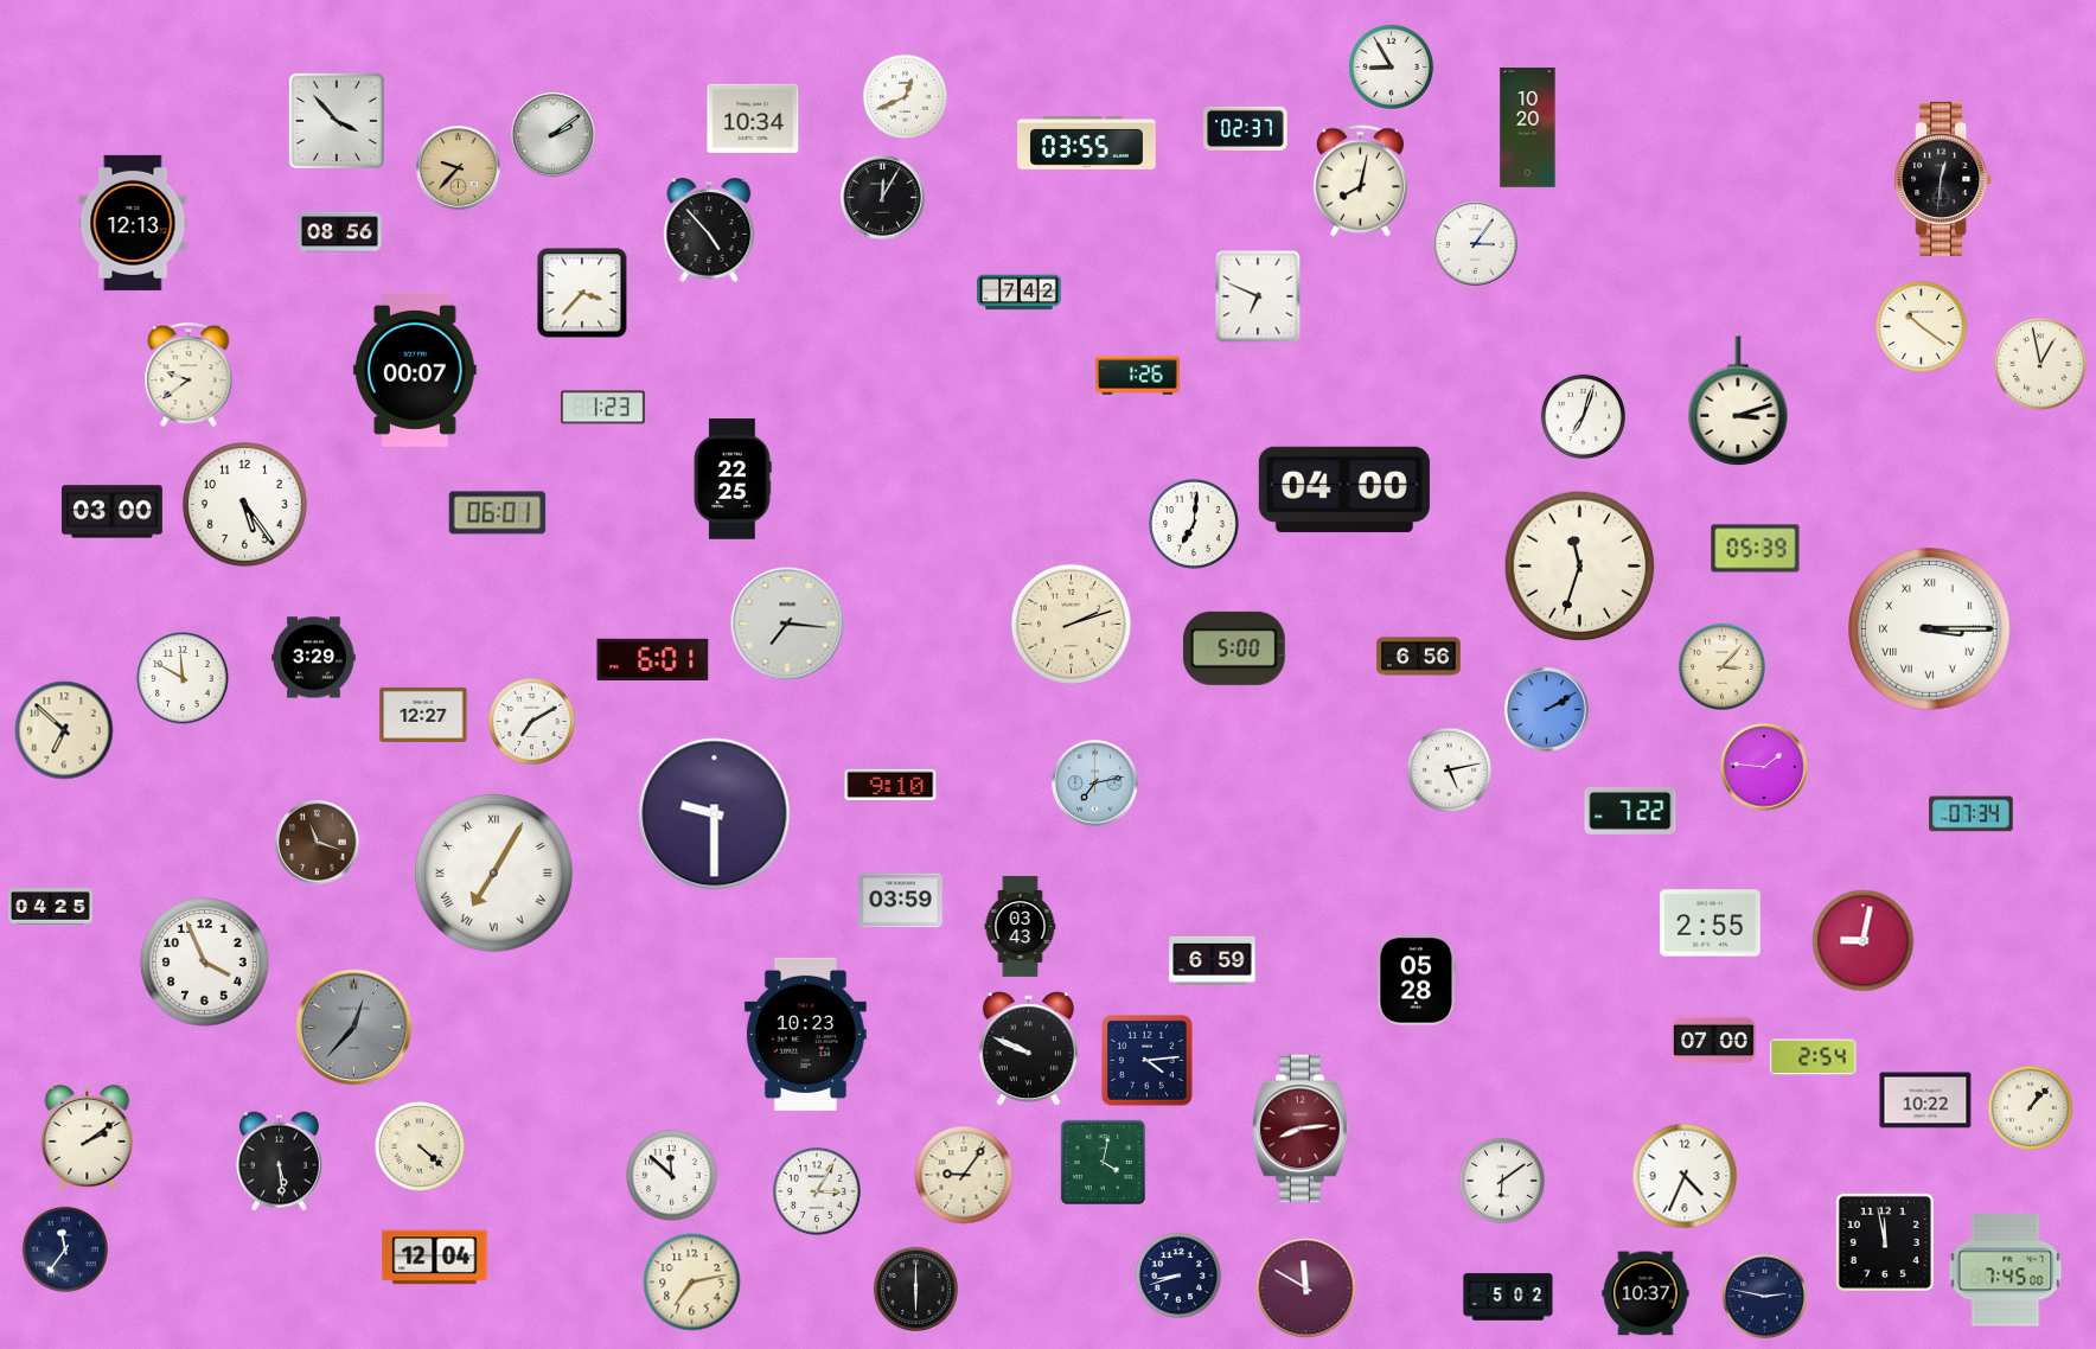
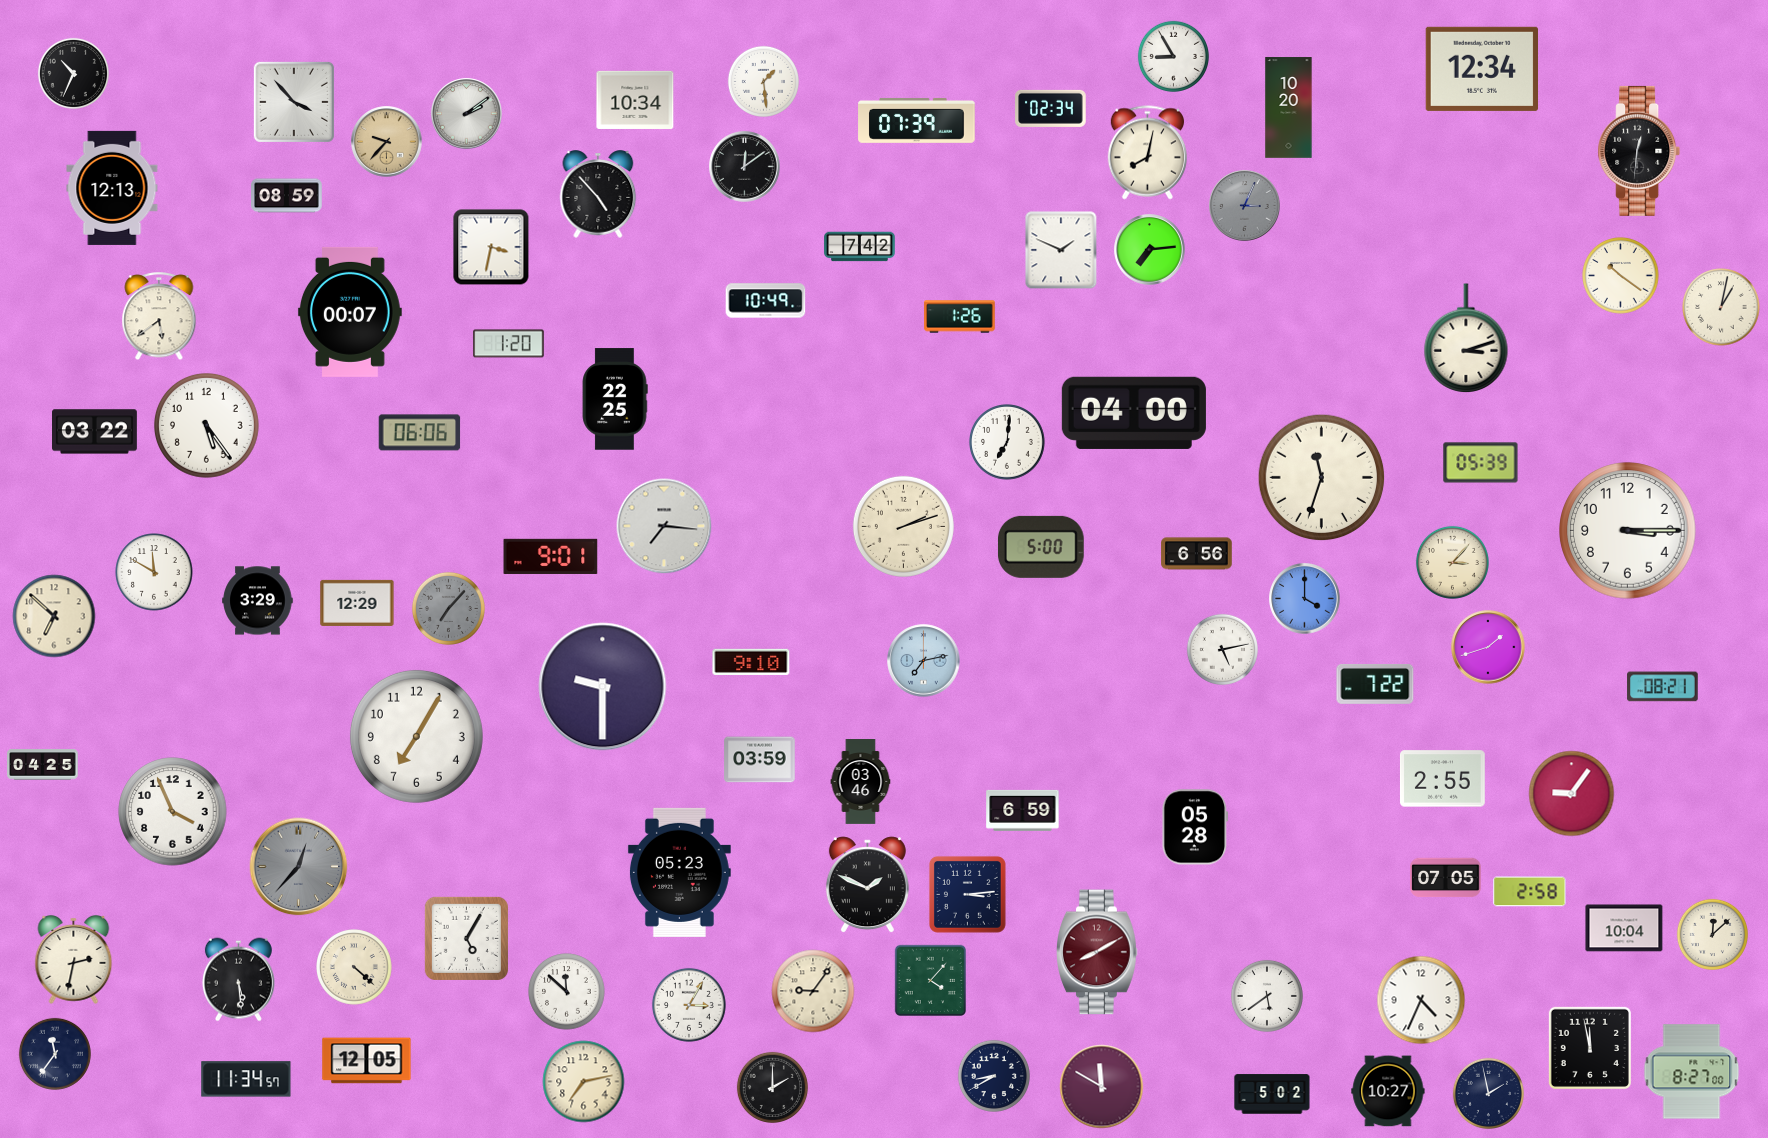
clock at (1481, 69): none -> 12:34
clock at (73, 73): none -> 10:34
clock at (905, 96): 12:41 -> 1:29
clock at (337, 121) position: (337, 121) -> (294, 102)
clock at (1246, 128): 02:37 -> 02:34
clock at (1087, 142): 03:55 -> 07:39
clock at (883, 198): 12:05 -> 12:09
clock at (340, 232): 08:56 -> 08:59
clock at (1476, 244): 3:06 -> 3:04
clock at (1476, 244) dial: white -> grey
clock at (582, 293): 3:37 -> 3:32
clock at (1258, 296): 6:49 -> 1:49
clock at (1150, 250): none -> 7:14
clock at (766, 301): none -> 10:49
clock at (2040, 364): 12:58 -> 1:02
clock at (188, 376): 9:39 -> 5:39
clock at (603, 408): 1:23 -> 1:20
clock at (1583, 416): 7:03 -> none
clock at (733, 479) position: (733, 479) -> (615, 399)
clock at (113, 512): 03:00 -> 03:22
clock at (498, 513): 06:01 -> 06:06
clock at (1580, 567) position: (1580, 567) -> (1322, 478)
clock at (1930, 629) numerals: Roman -> Arabic
clock at (314, 658) position: (314, 658) -> (258, 601)
clock at (653, 659): 6:01 -> 9:01
clock at (1547, 710): 2:10 -> 4:00
clock at (423, 715): 12:27 -> 12:29
clock at (531, 721): 7:10 -> 7:07
clock at (531, 721) dial: white -> grey
clock at (1764, 767): 1:46 -> 1:42
clock at (1972, 814): 07:34 -> 08:21
clock at (318, 843): 11:18 -> none
clock at (493, 872) numerals: Roman -> Arabic
clock at (1021, 927): 03:43 -> 03:46
clock at (1864, 941): 9:02 -> 9:06
clock at (805, 1034): 10:23 -> 05:23
clock at (1714, 1041): 07:00 -> 07:05
clock at (1028, 1049): 9:49 -> 1:49
clock at (1814, 1057): 2:54 -> 2:58
clock at (1146, 1060): 4:14 -> 3:14
clock at (1925, 1100): 10:22 -> 10:04
clock at (2030, 1107): 1:07 -> 12:08
clock at (466, 938): none -> 5:05
clock at (1302, 1129): 8:14 -> 8:10
clock at (88, 1137): 2:09 -> 2:32
clock at (279, 1162) position: (279, 1162) -> (238, 980)
clock at (1104, 1163): 4:02 -> 4:07
clock at (1685, 1176) position: (1685, 1176) -> (1421, 1000)
clock at (1502, 1181): 6:09 -> 5:39
clock at (435, 1258): 12:04 -> 12:05
clock at (2006, 1271): 7:45 -> 8:27
clock at (1178, 1276): 8:42 -> 8:40
clock at (246, 1079): none -> 11:34
clock at (915, 1289): 6:00 -> 2:00
clock at (1646, 1293): 10:37 -> 10:27
clock at (1764, 1296): 2:47 -> 1:58
